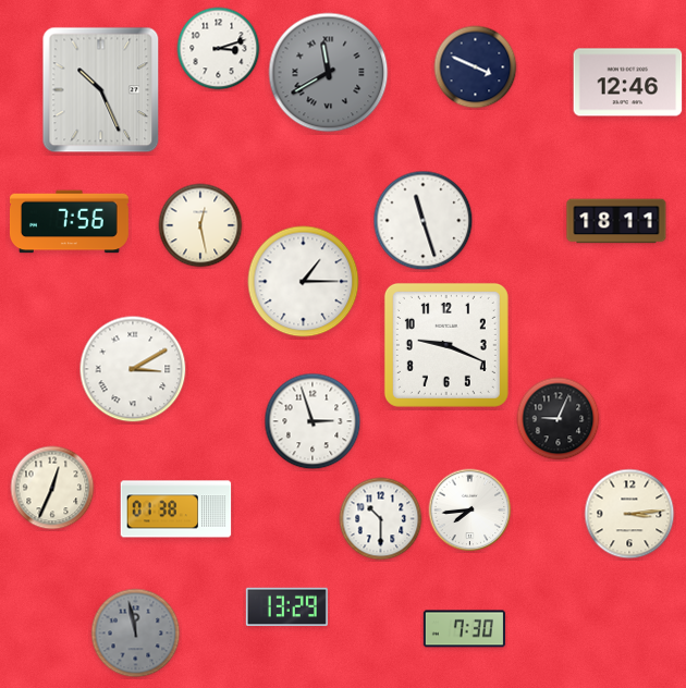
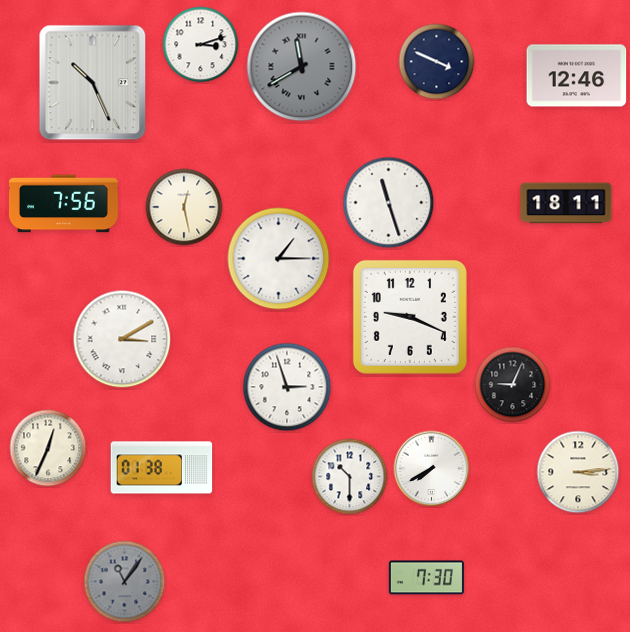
clock at (470, 511): 7:44 -> 7:40
clock at (286, 607): 13:29 -> none
clock at (136, 634): 11:58 -> 11:06
